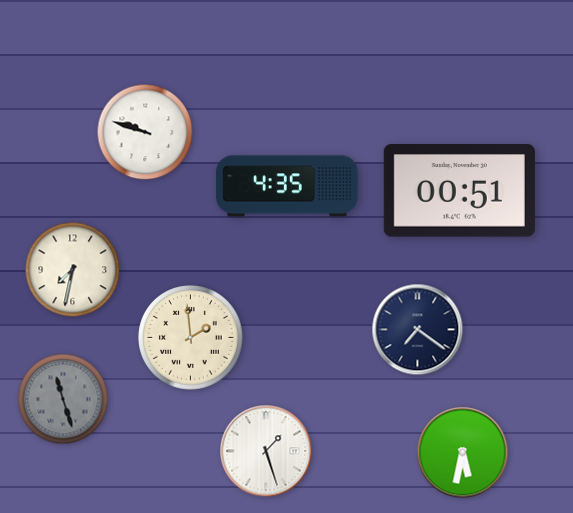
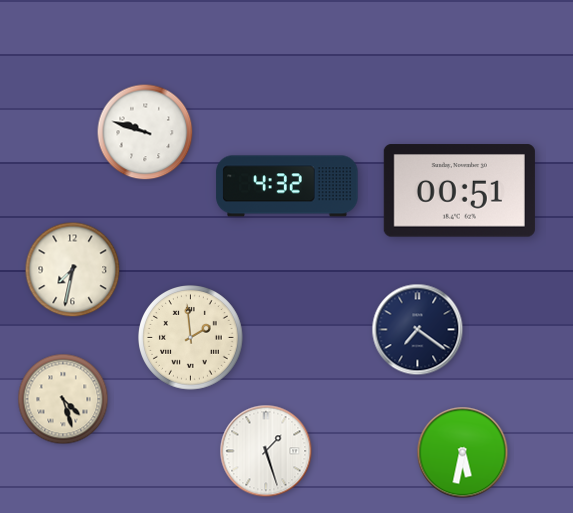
clock at (287, 186): 4:35 -> 4:32
clock at (63, 399): 11:27 -> 4:27
clock at (63, 399) dial: grey -> cream
